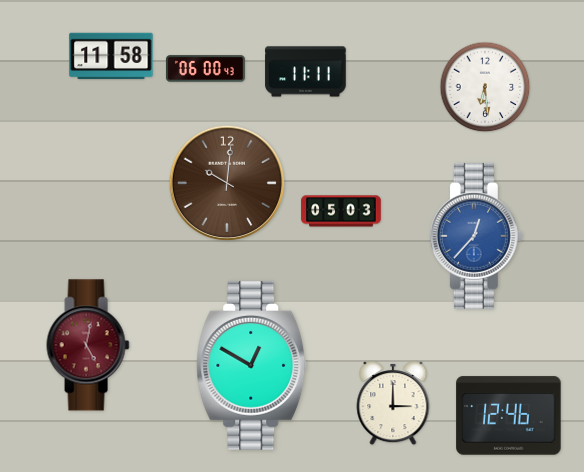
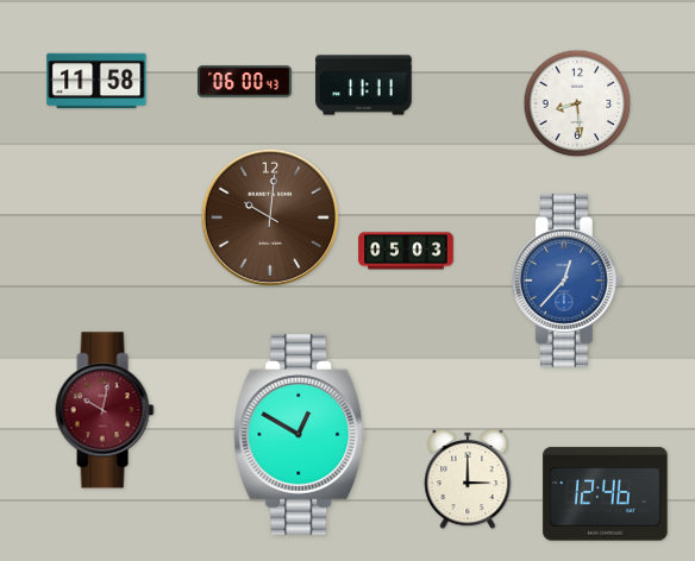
clock at (111, 56) position: (111, 56) -> (96, 81)
clock at (485, 87): 6:29 -> 8:29
clock at (88, 345): 5:02 -> 10:02
